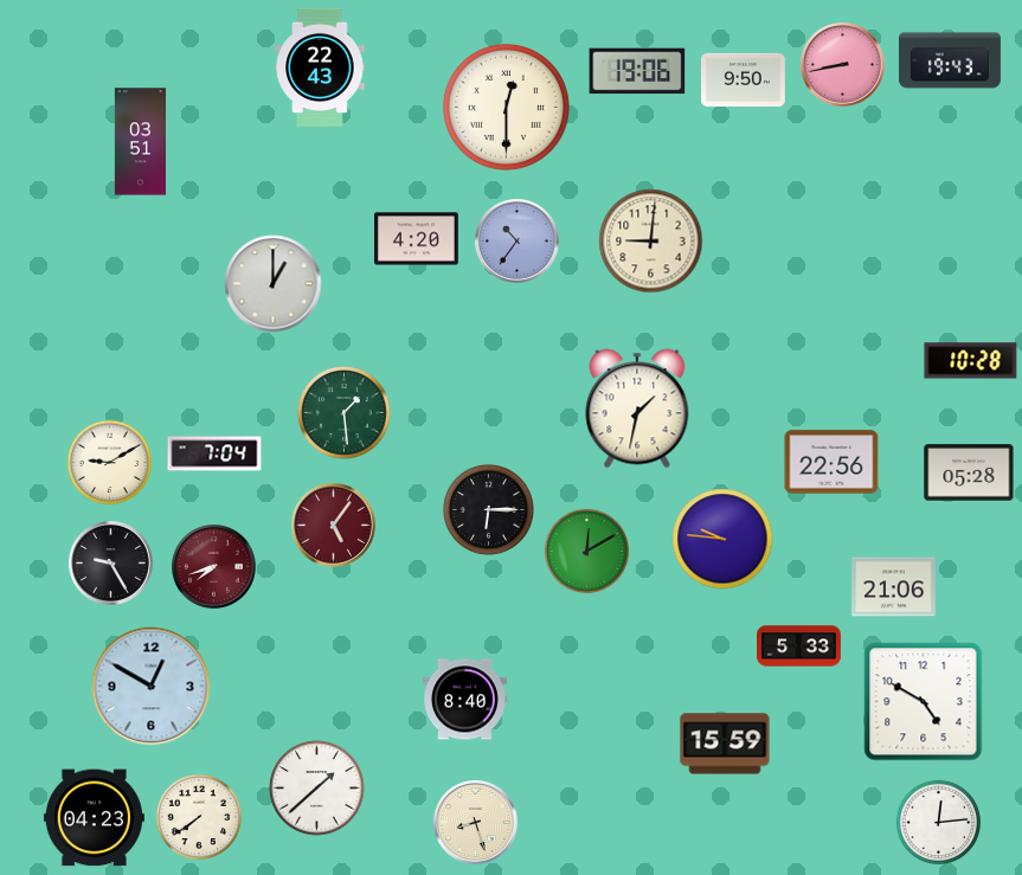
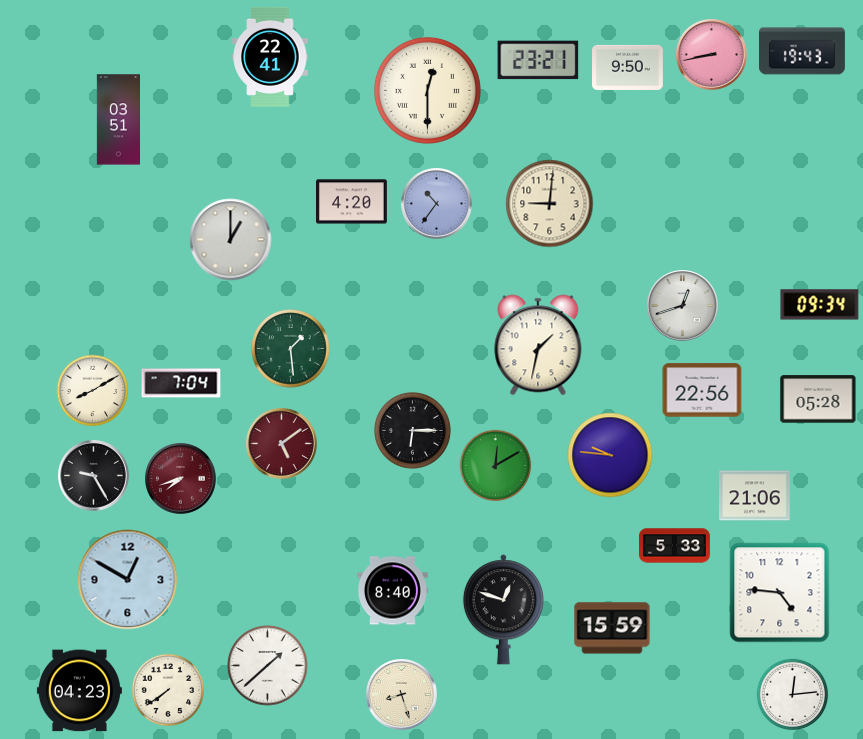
clock at (320, 67): 22:43 -> 22:41
clock at (637, 71): 19:06 -> 23:21
clock at (971, 361): 10:28 -> 09:34
clock at (683, 306): none -> 12:42
clock at (110, 463): 9:10 -> 8:10
clock at (334, 526): 5:06 -> 5:09
clock at (924, 702): 4:50 -> 4:46
clock at (503, 610): none -> 12:48
